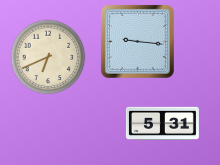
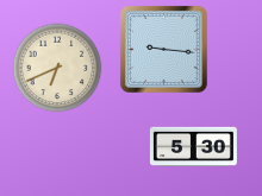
clock at (162, 123): 5:31 -> 5:30
